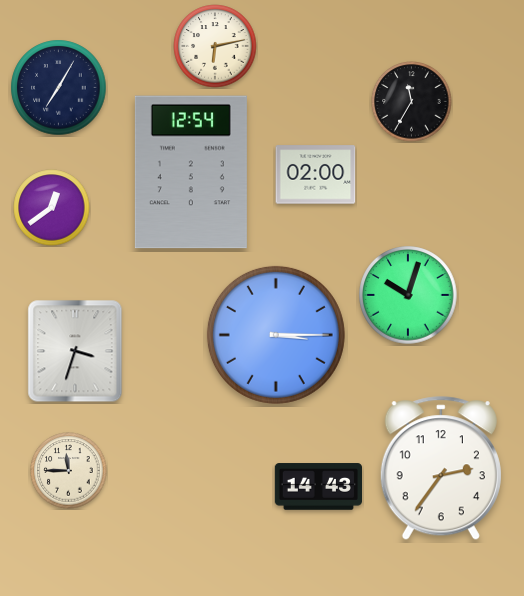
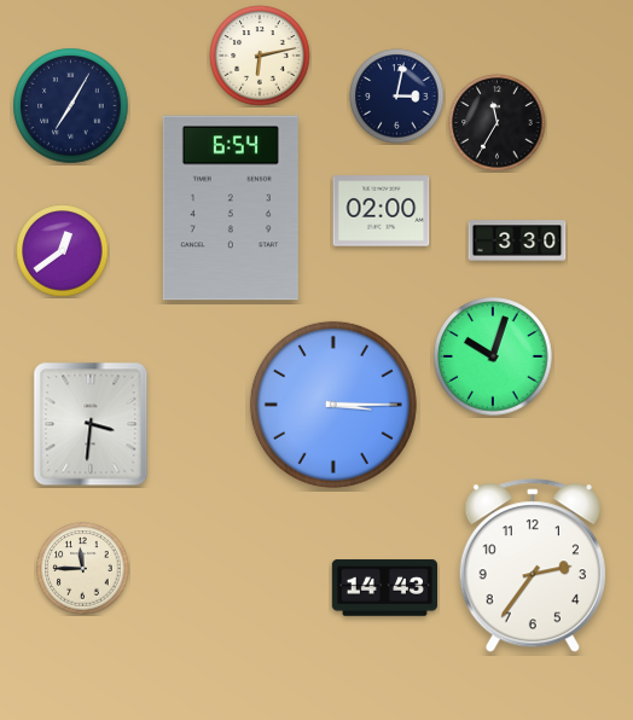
clock at (397, 97): none -> 3:02
clock at (191, 172): 12:54 -> 6:54
clock at (517, 240): none -> 3:30
clock at (75, 351): 3:33 -> 3:31
